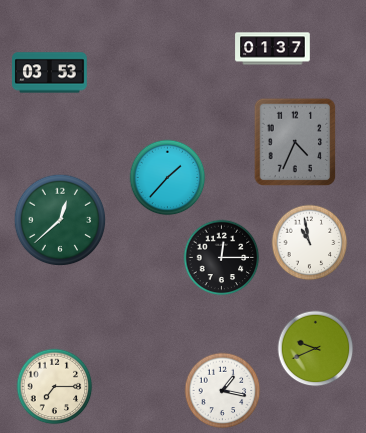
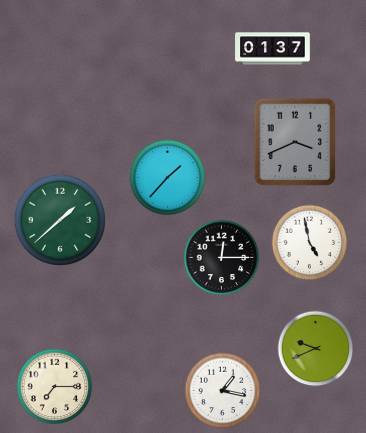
clock at (50, 73): 03:53 -> none
clock at (295, 142): 4:34 -> 3:41
clock at (60, 220): 12:38 -> 1:38
clock at (310, 243): 10:58 -> 4:58
